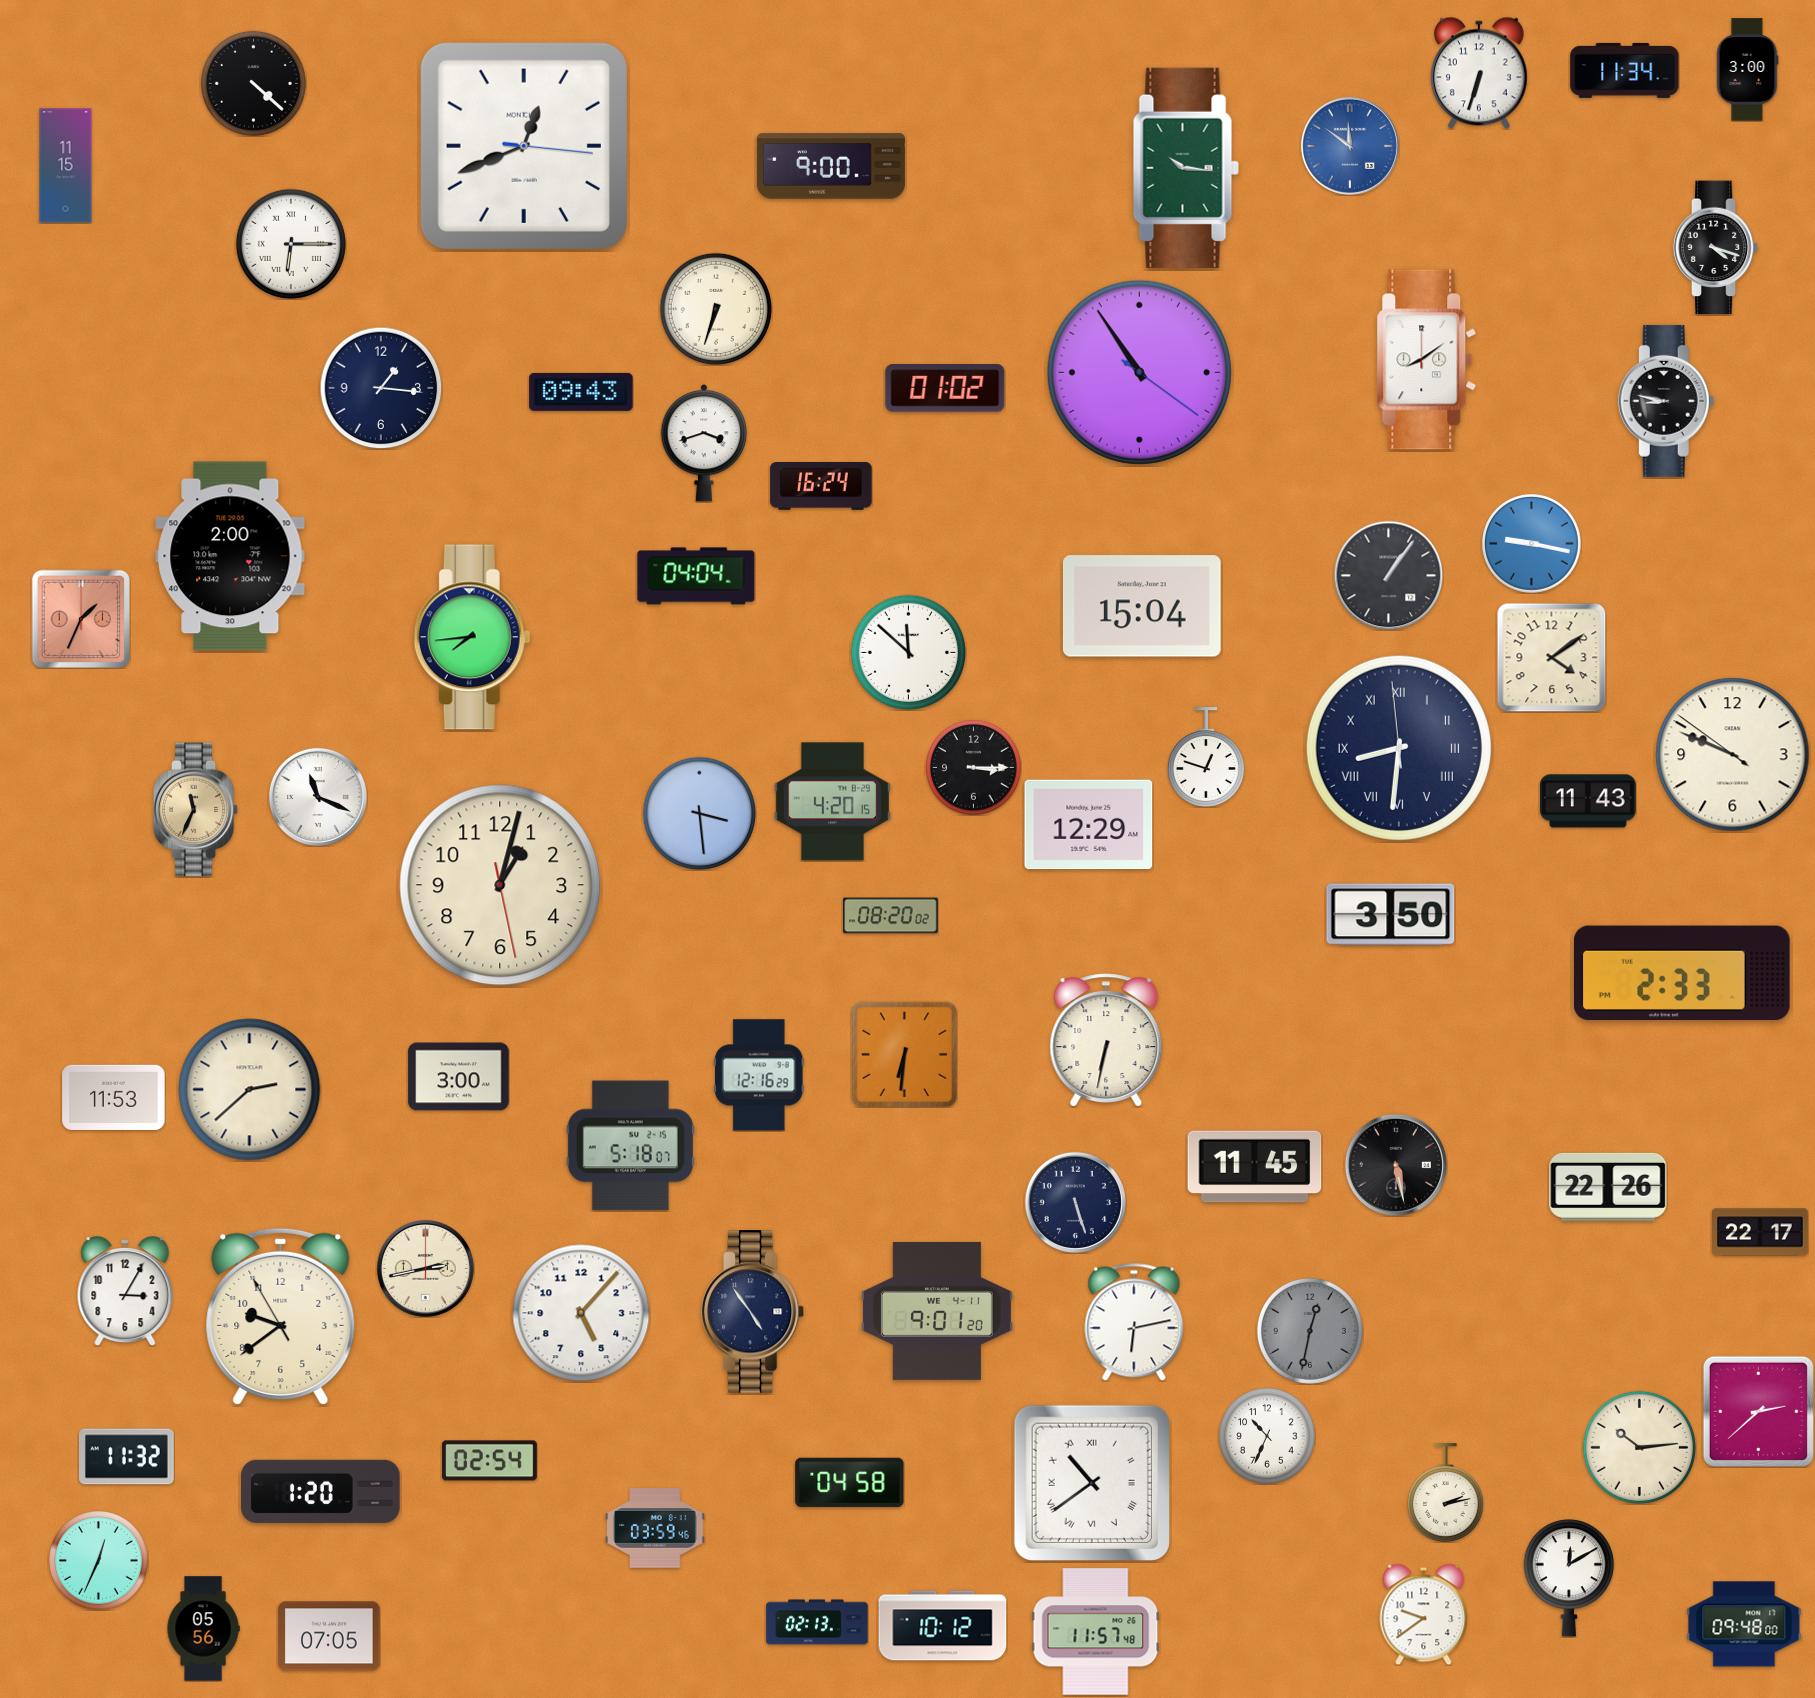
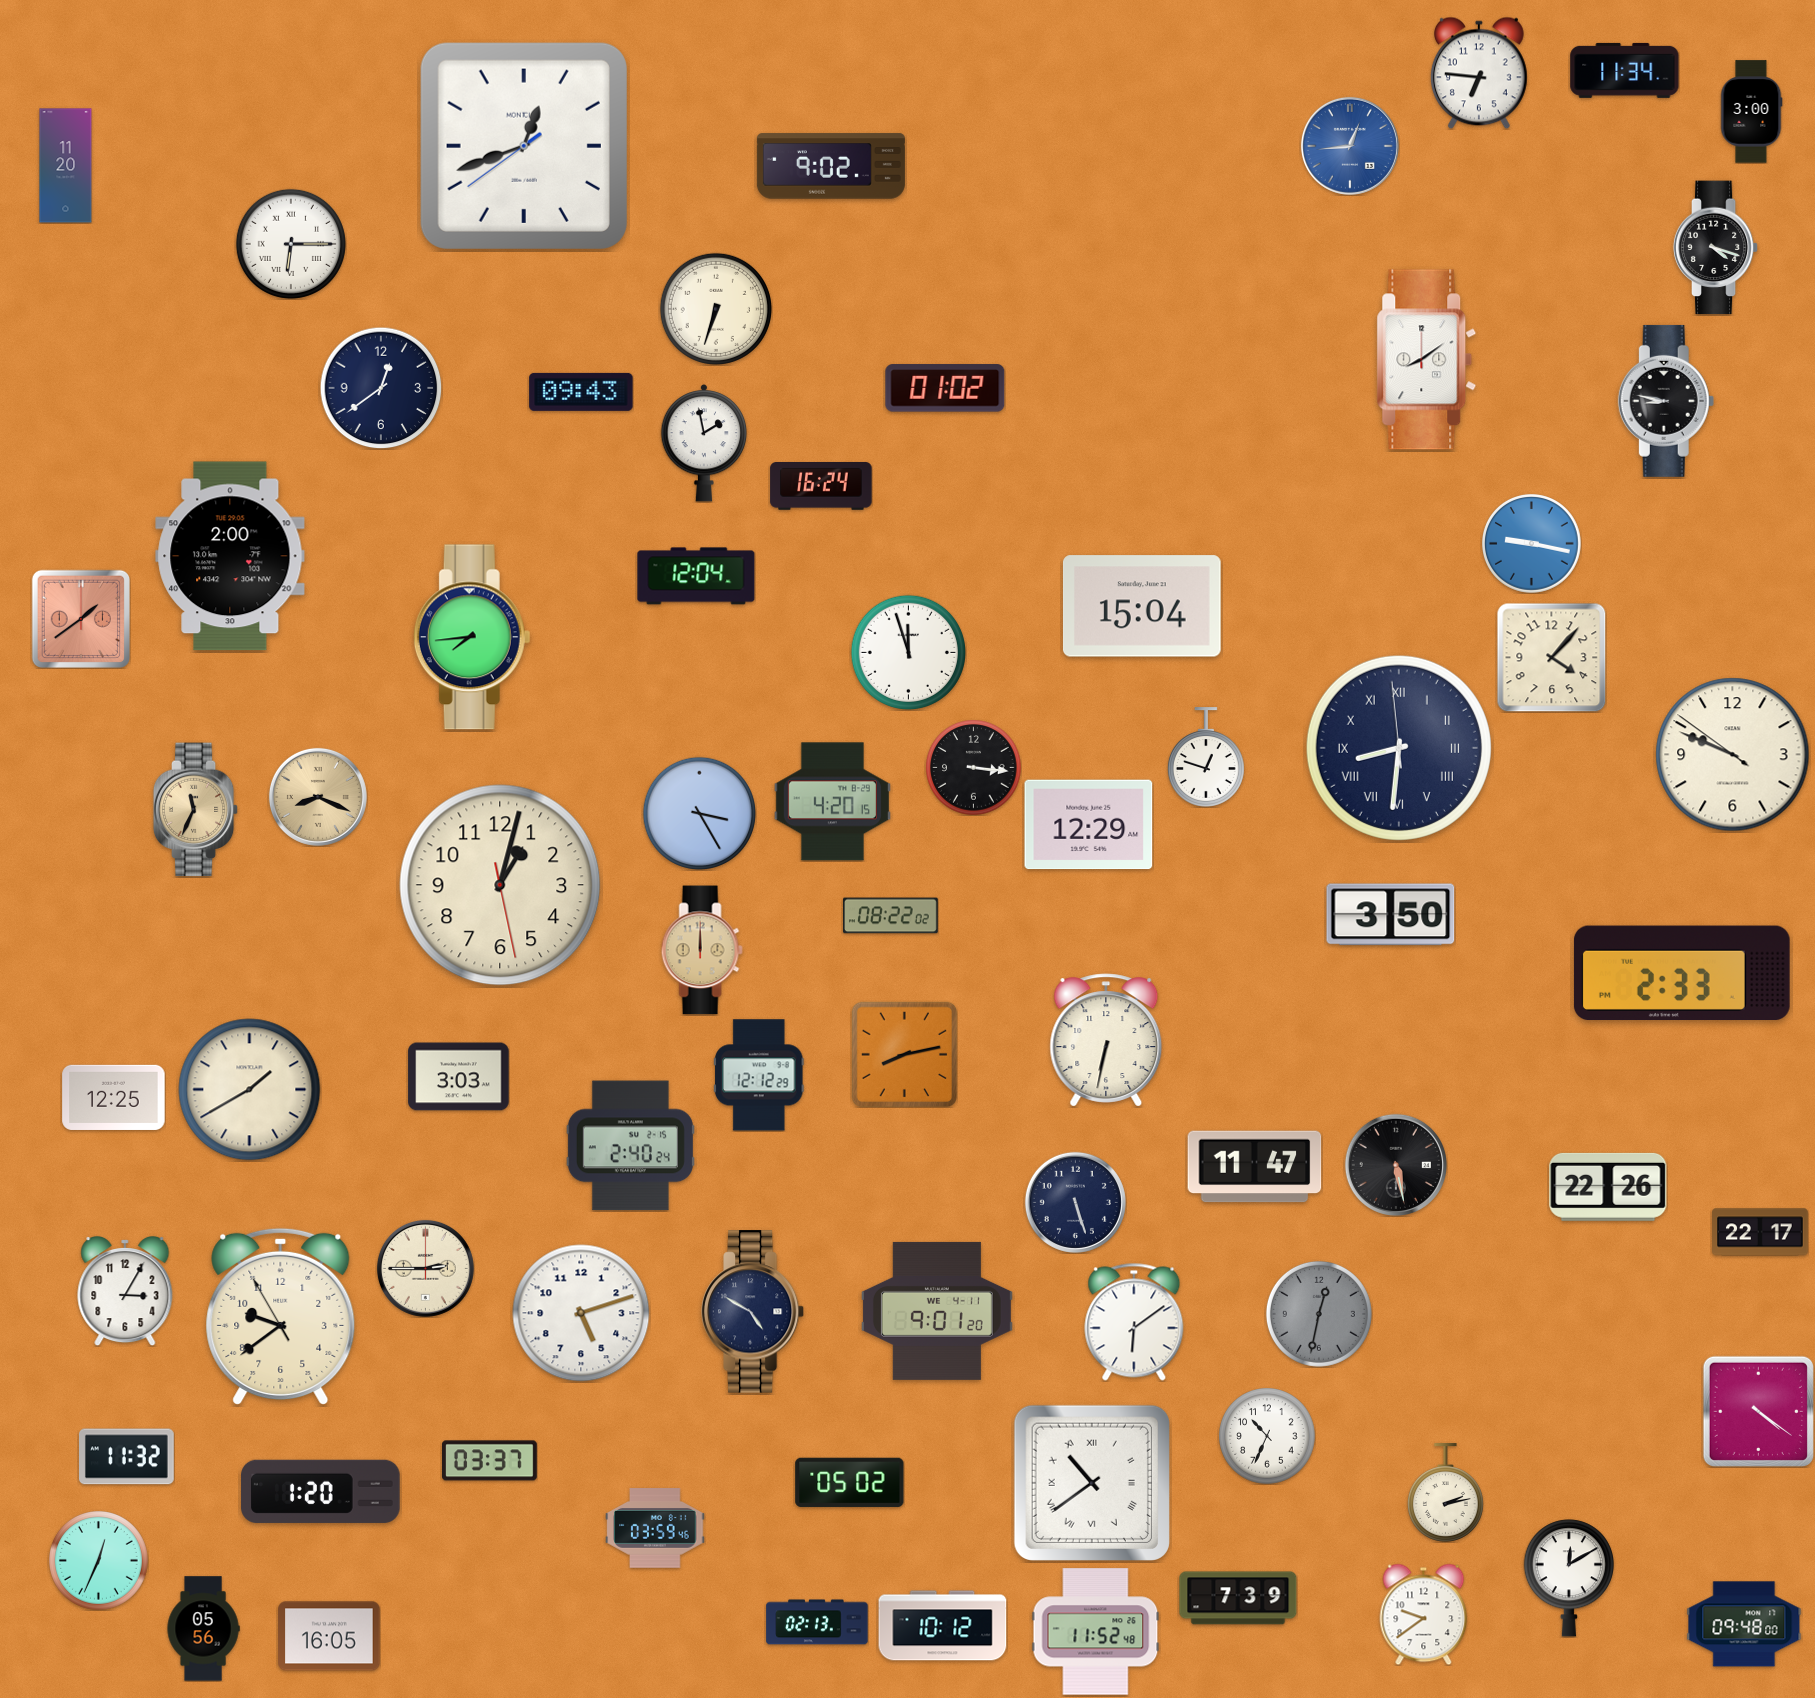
clock at (1747, 70) position: (1747, 70) -> (1751, 112)
clock at (1479, 73): 6:33 -> 6:46
clock at (253, 83): 4:22 -> none
clock at (524, 146): 12:41:16 -> 12:41:39
clock at (1350, 146): 11:51 -> 12:44
clock at (66, 166): 11:15 -> 11:20
clock at (831, 166): 9:00 -> 9:02
clock at (1186, 168): 10:16 -> none
clock at (1139, 372): 10:54 -> none
clock at (381, 388): 1:16 -> 12:39
clock at (704, 443): 3:42 -> 1:58
clock at (1388, 575): 1:06 -> none
clock at (696, 576): 04:04 -> 12:04
clock at (80, 618): 1:34 -> 1:39
clock at (908, 652): 11:52 -> 11:57
clock at (1551, 657): 4:09 -> 4:07
clock at (973, 767): 3:15 -> 3:16
clock at (318, 797): 11:19 -> 8:19
clock at (318, 797) dial: white -> champagne
clock at (1589, 801): 11:43 -> none
clock at (699, 813): 3:29 -> 3:25
clock at (891, 916): 08:20 -> 08:22
clock at (702, 950): none -> 12:00
clock at (904, 1054): 6:31 -> 8:13
clock at (760, 1075): 12:16 -> 12:12
clock at (459, 1077): 3:00 -> 3:03
clock at (250, 1090): 2:38 -> 1:40
clock at (114, 1097): 11:53 -> 12:25
clock at (630, 1146): 5:18 -> 2:40
clock at (1255, 1167): 11:45 -> 11:47
clock at (425, 1268): 2:43 -> 2:45
clock at (753, 1312): 4:54 -> 4:50
clock at (581, 1313): 5:07 -> 5:12
clock at (1134, 1322): 6:13 -> 6:09
clock at (1310, 1331) position: (1310, 1331) -> (1319, 1314)
clock at (1758, 1411): 2:38 -> 4:21
clock at (1639, 1447): 10:14 -> none
clock at (490, 1461): 02:54 -> 03:37
clock at (850, 1482): 04:58 -> 05:02
clock at (1238, 1598): none -> 7:39
clock at (1096, 1632): 11:57 -> 11:52
clock at (329, 1636): 07:05 -> 16:05
